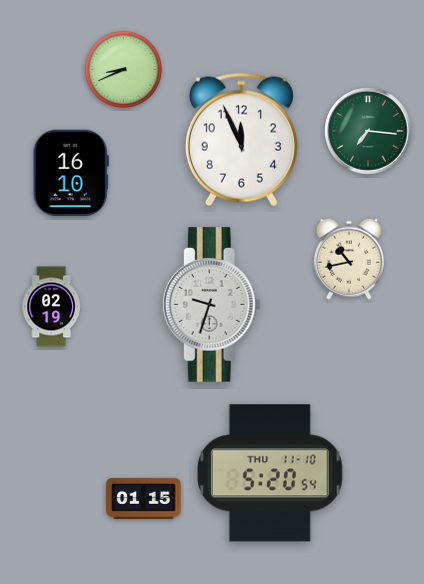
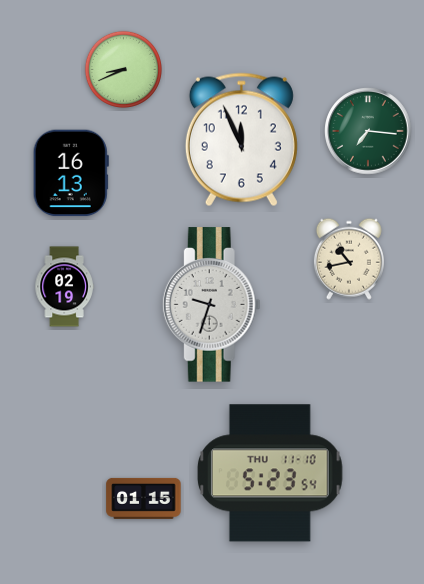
clock at (71, 173): 16:10 -> 16:13
clock at (51, 307) position: (51, 307) -> (64, 287)
clock at (271, 473): 5:20 -> 5:23
